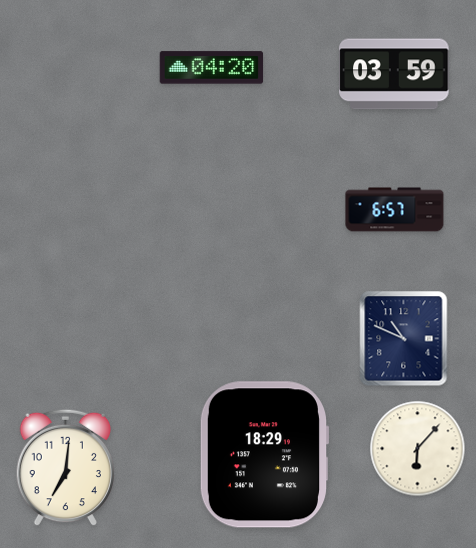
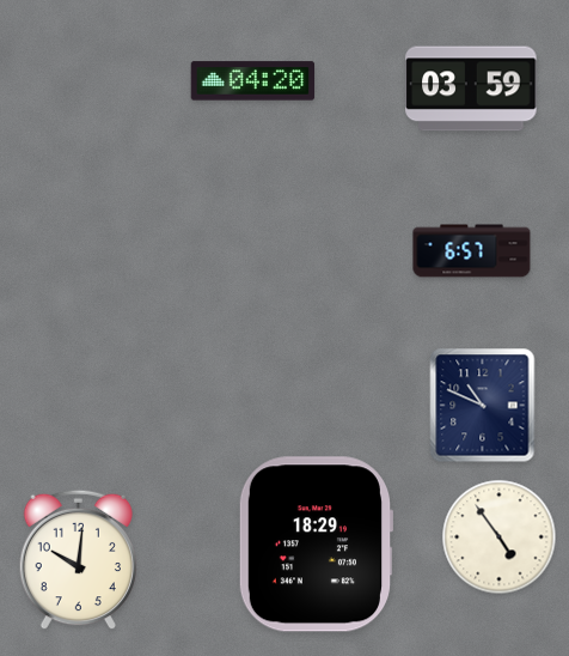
clock at (418, 449): 6:07 -> 4:54
clock at (65, 468): 7:01 -> 10:01
